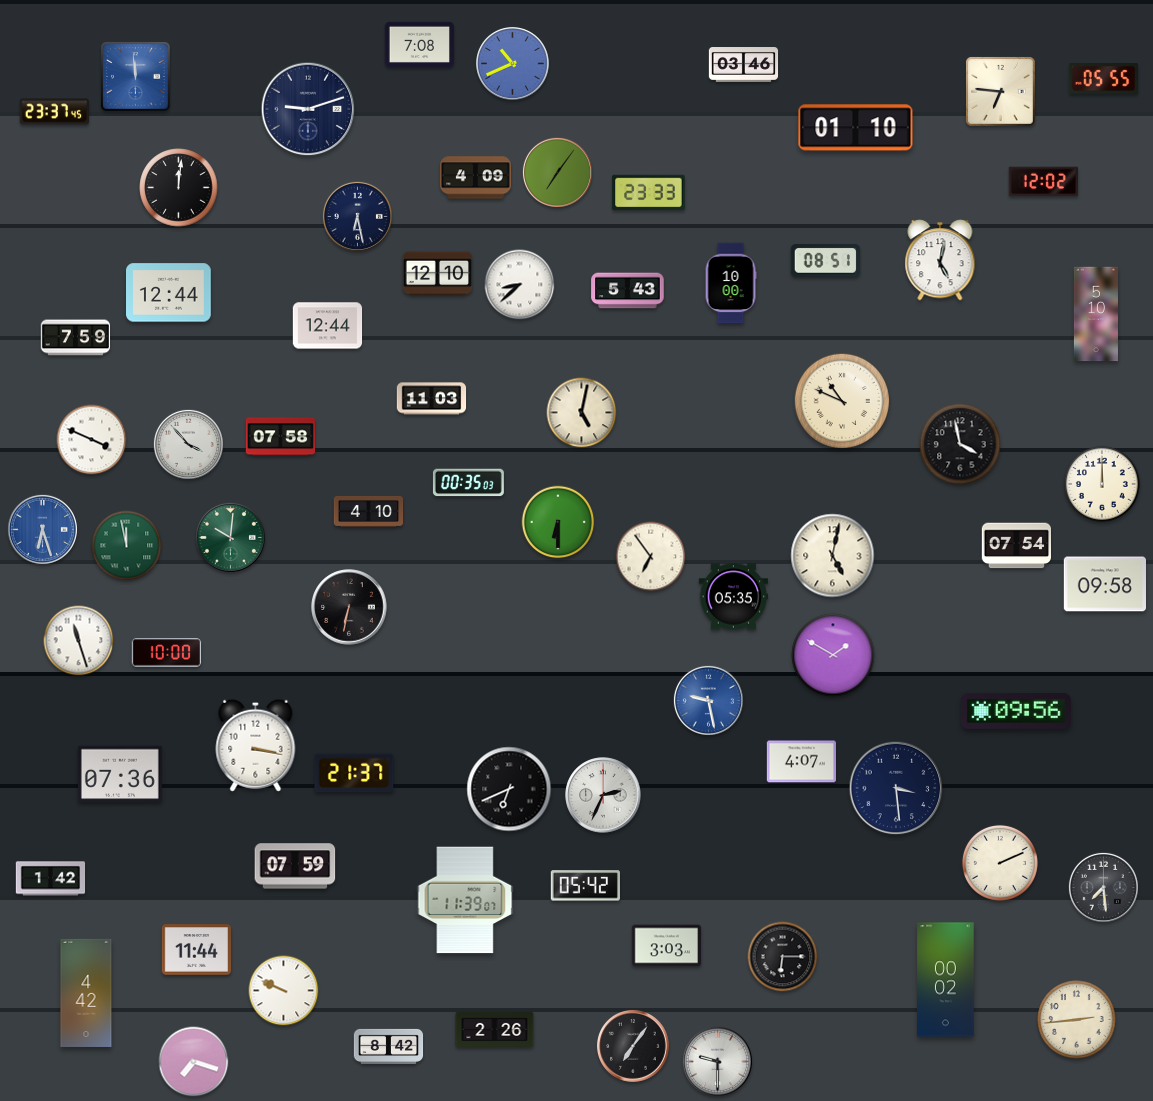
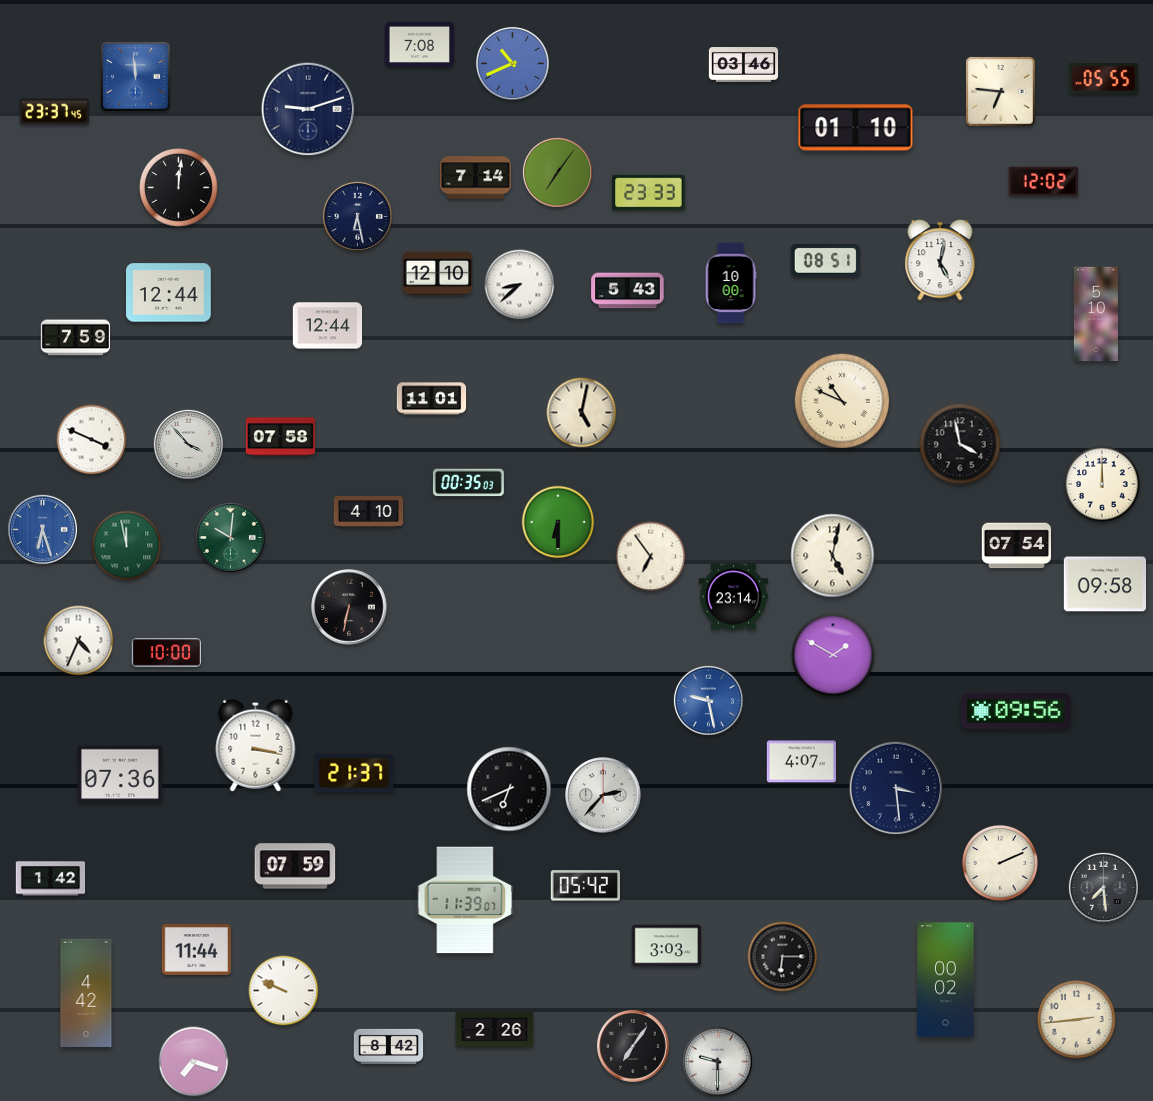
clock at (475, 178): 4:09 -> 7:14
clock at (432, 399): 11:03 -> 11:01
clock at (734, 597): 05:35 -> 23:14
clock at (79, 641): 11:27 -> 4:34
clock at (603, 795): 2:34 -> 2:37
